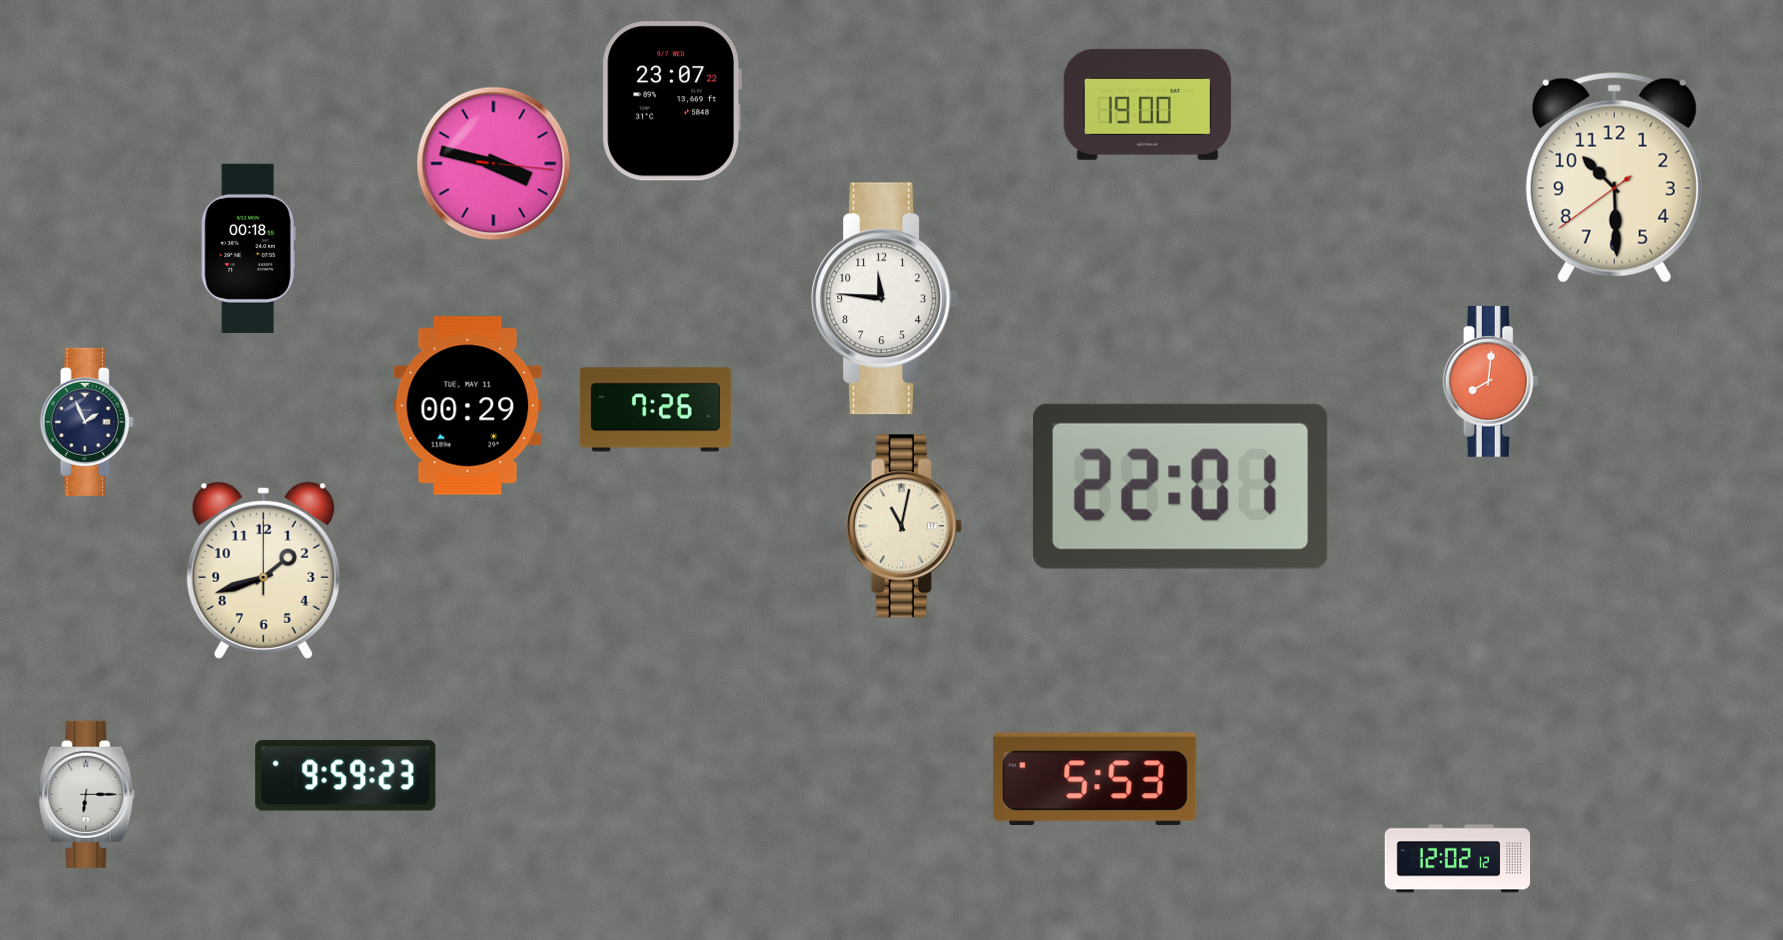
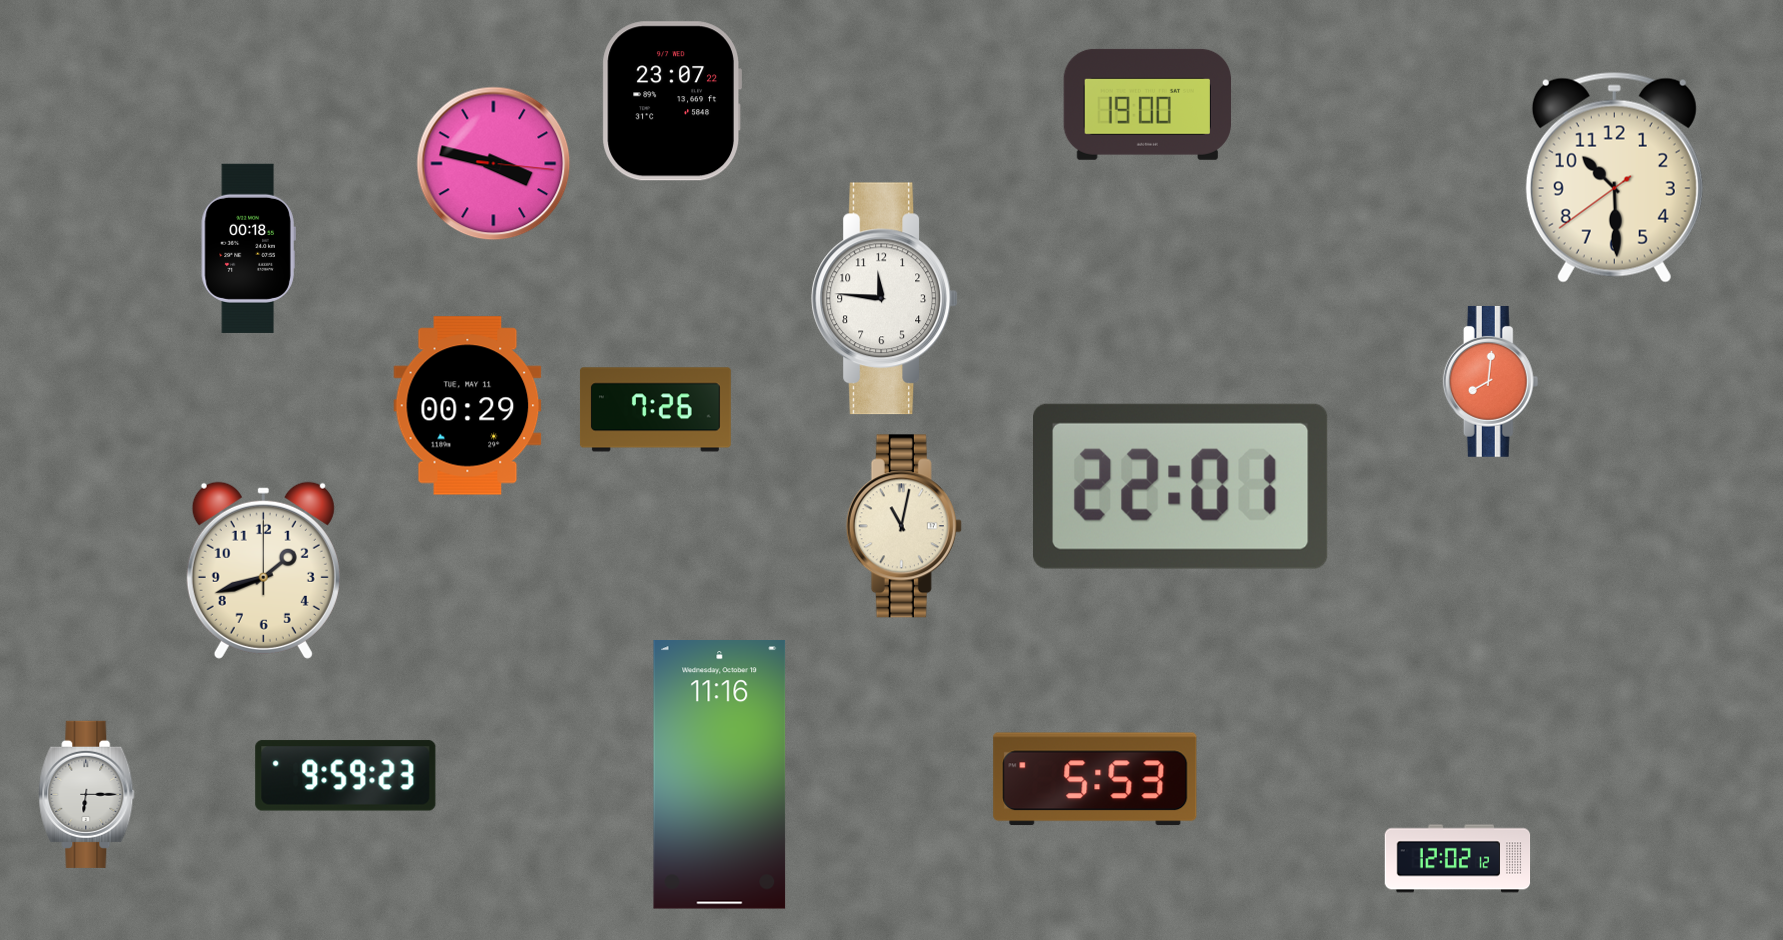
clock at (87, 422): 1:56 -> none
clock at (720, 775): none -> 11:16
